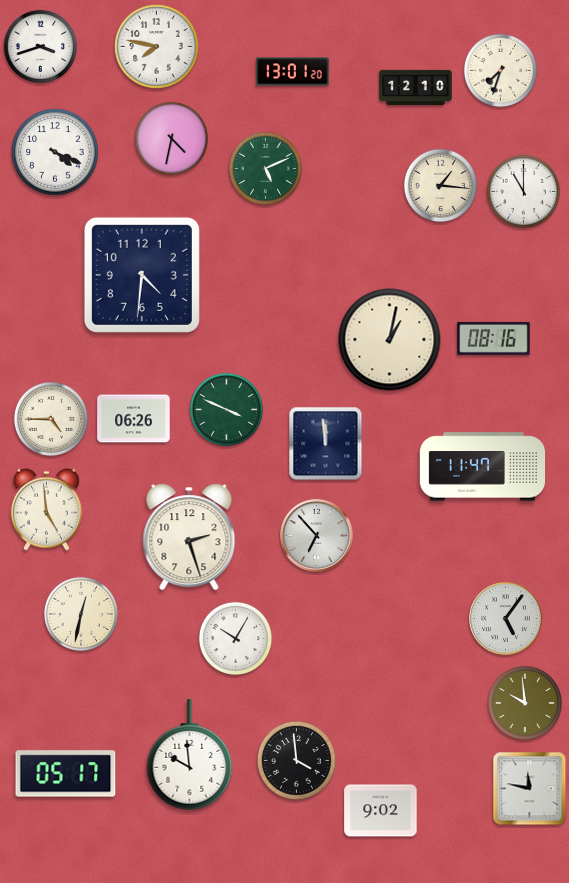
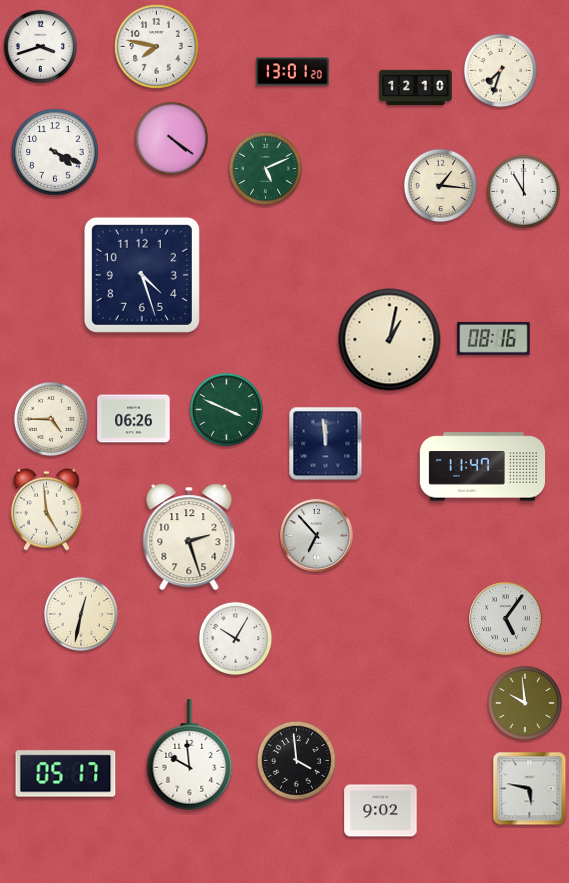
clock at (171, 138): 4:32 -> 4:21
clock at (142, 275): 4:31 -> 4:27
clock at (530, 789): 11:47 -> 5:47
